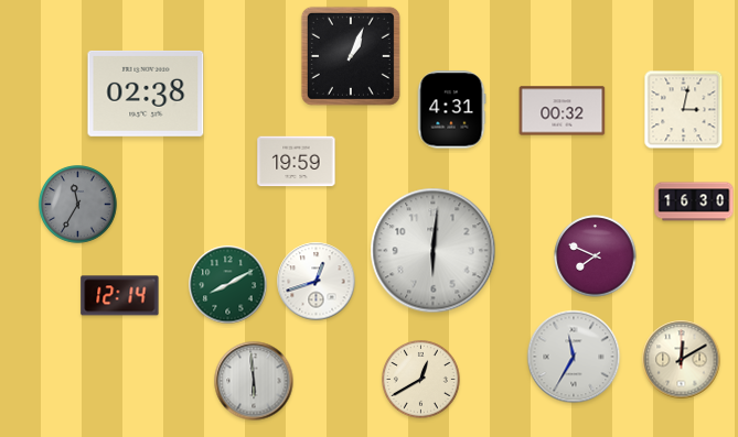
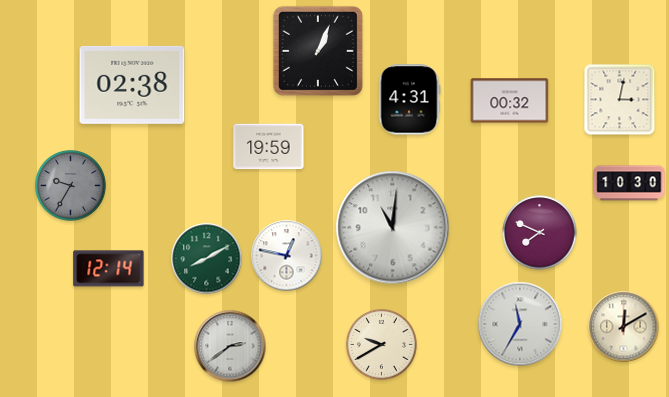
clock at (694, 201): 16:30 -> 10:30
clock at (78, 205): 11:35 -> 9:35
clock at (434, 251): 6:01 -> 11:01
clock at (317, 282): 12:42 -> 12:47
clock at (682, 360) position: (682, 360) -> (624, 327)
clock at (421, 380): 12:40 -> 9:40
clock at (254, 381): 5:59 -> 2:39
